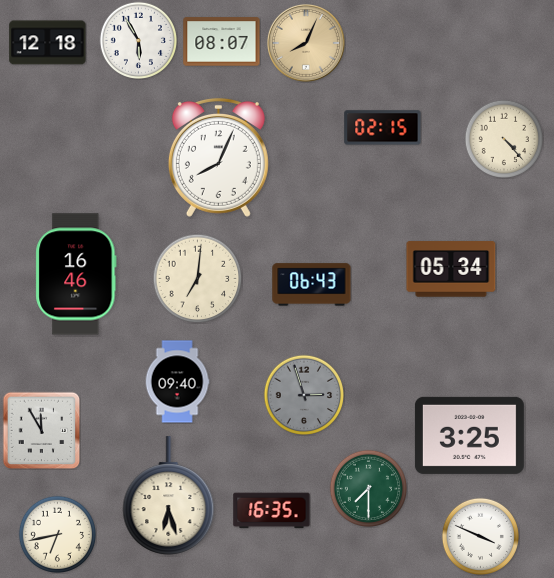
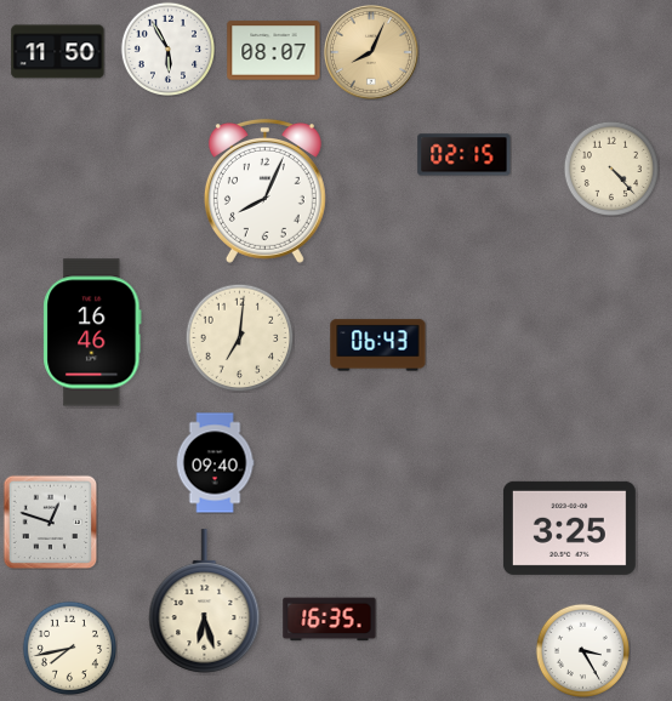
clock at (222, 42) position: (222, 42) -> (274, 51)
clock at (48, 43): 12:18 -> 11:50
clock at (451, 269): 05:34 -> none
clock at (303, 394): 2:57 -> none
clock at (41, 430): 11:55 -> 12:48
clock at (368, 488): 7:30 -> none
clock at (57, 534): 6:43 -> 7:43
clock at (480, 536): 3:49 -> 3:25
